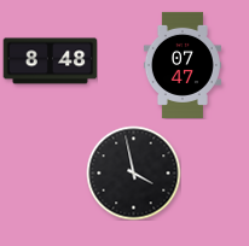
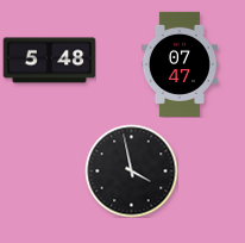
clock at (50, 61): 8:48 -> 5:48
